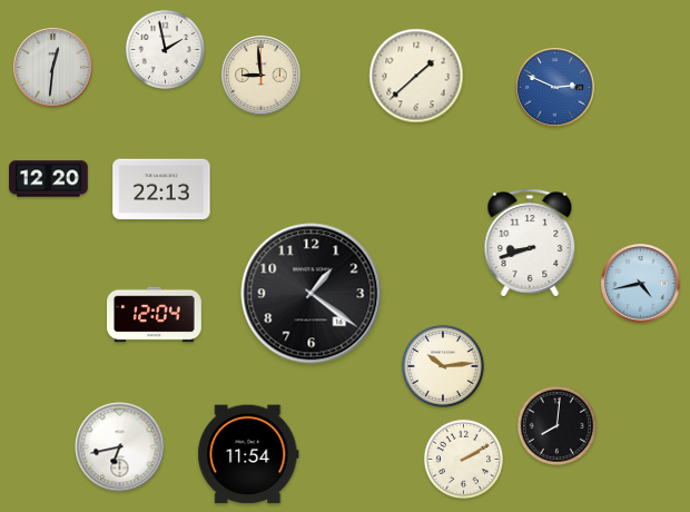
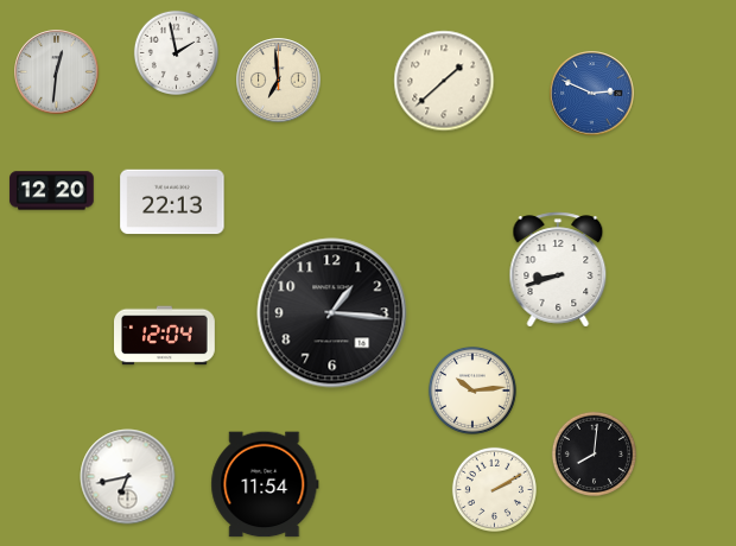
clock at (262, 76): 8:59 -> 6:59
clock at (530, 243) position: (530, 243) -> (558, 269)
clock at (641, 284): 4:43 -> none
clock at (312, 294): 1:21 -> 1:16
